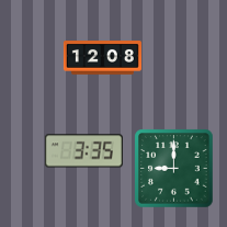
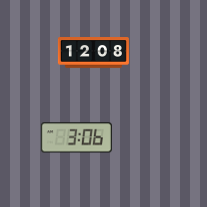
clock at (83, 151): 3:35 -> 3:06
clock at (174, 169): 9:00 -> none
